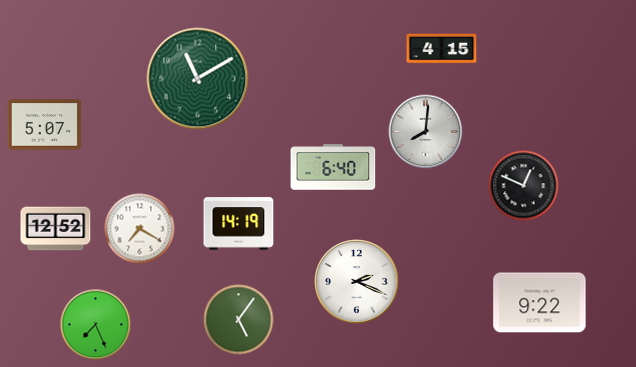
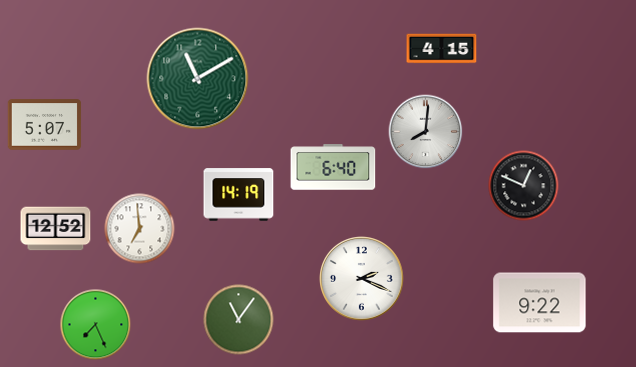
clock at (239, 224) position: (239, 224) -> (239, 195)
clock at (140, 229): 7:20 -> 6:59
clock at (357, 282) position: (357, 282) -> (362, 279)
clock at (239, 320): 5:06 -> 11:06
